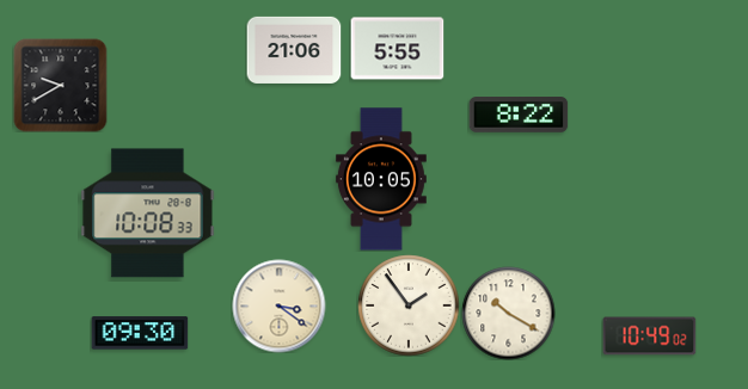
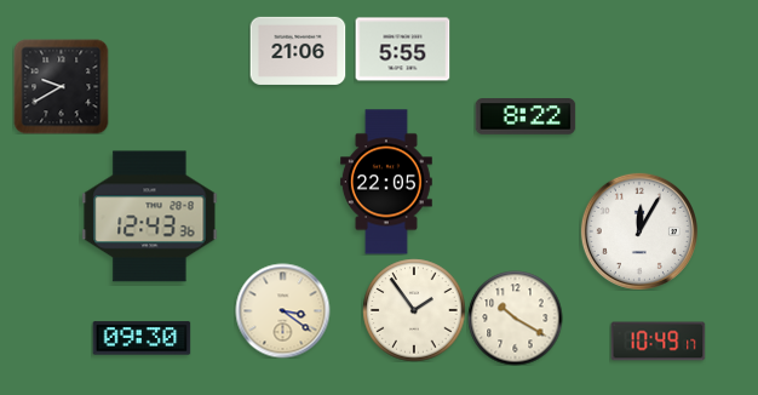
clock at (381, 179): 10:05 -> 22:05
clock at (148, 214): 10:08 -> 12:43
clock at (639, 231): none -> 12:05
clock at (649, 336): 10:49:02 -> 10:49:17
